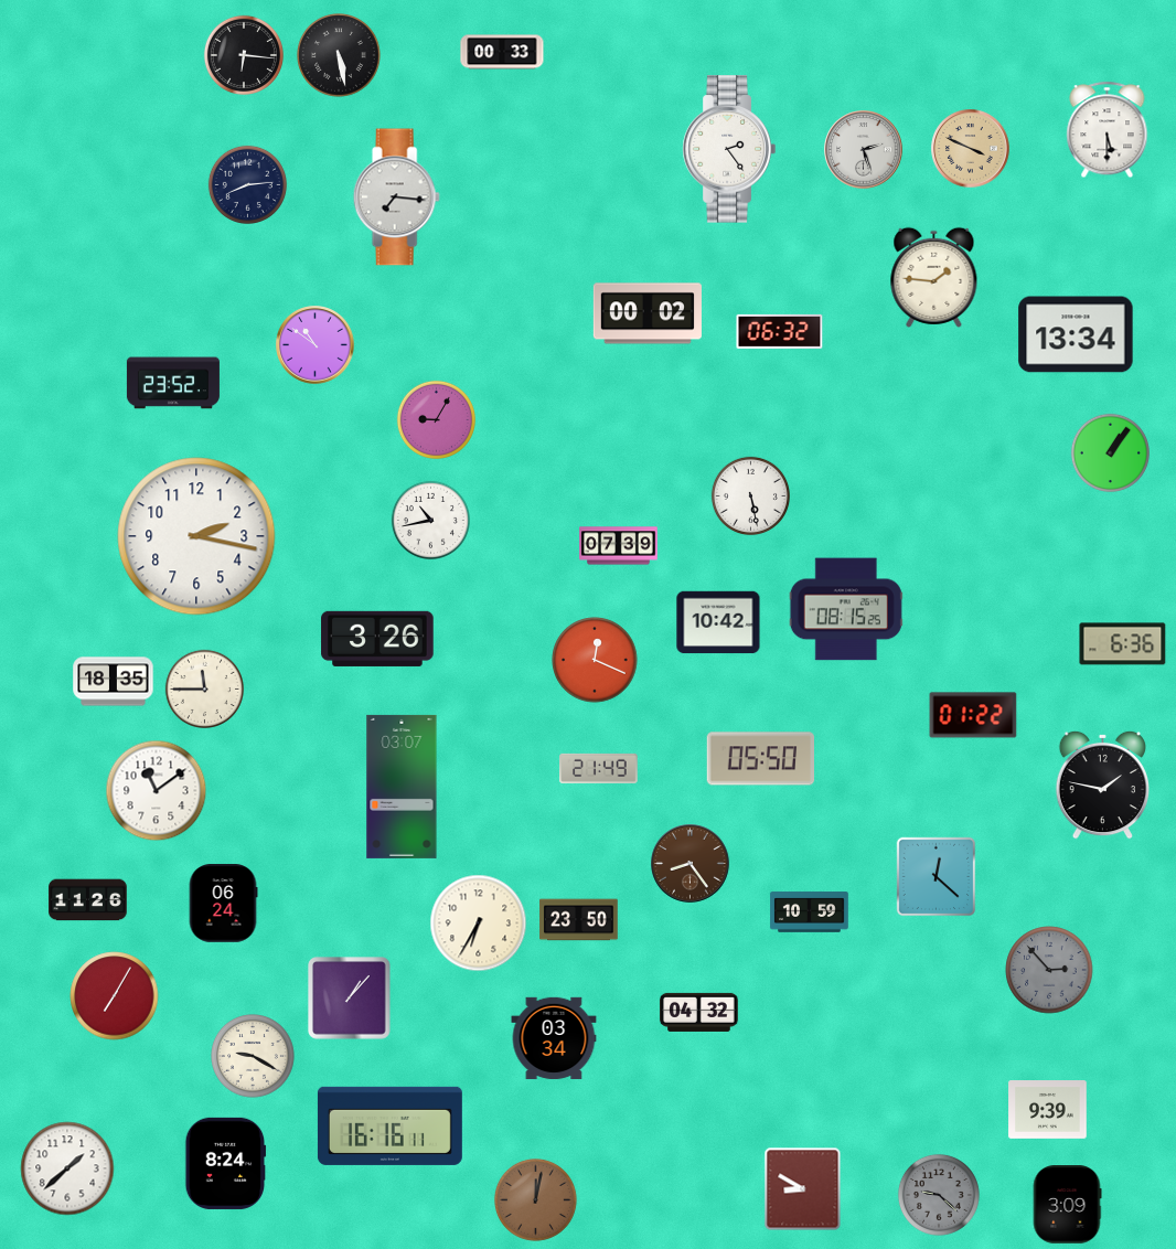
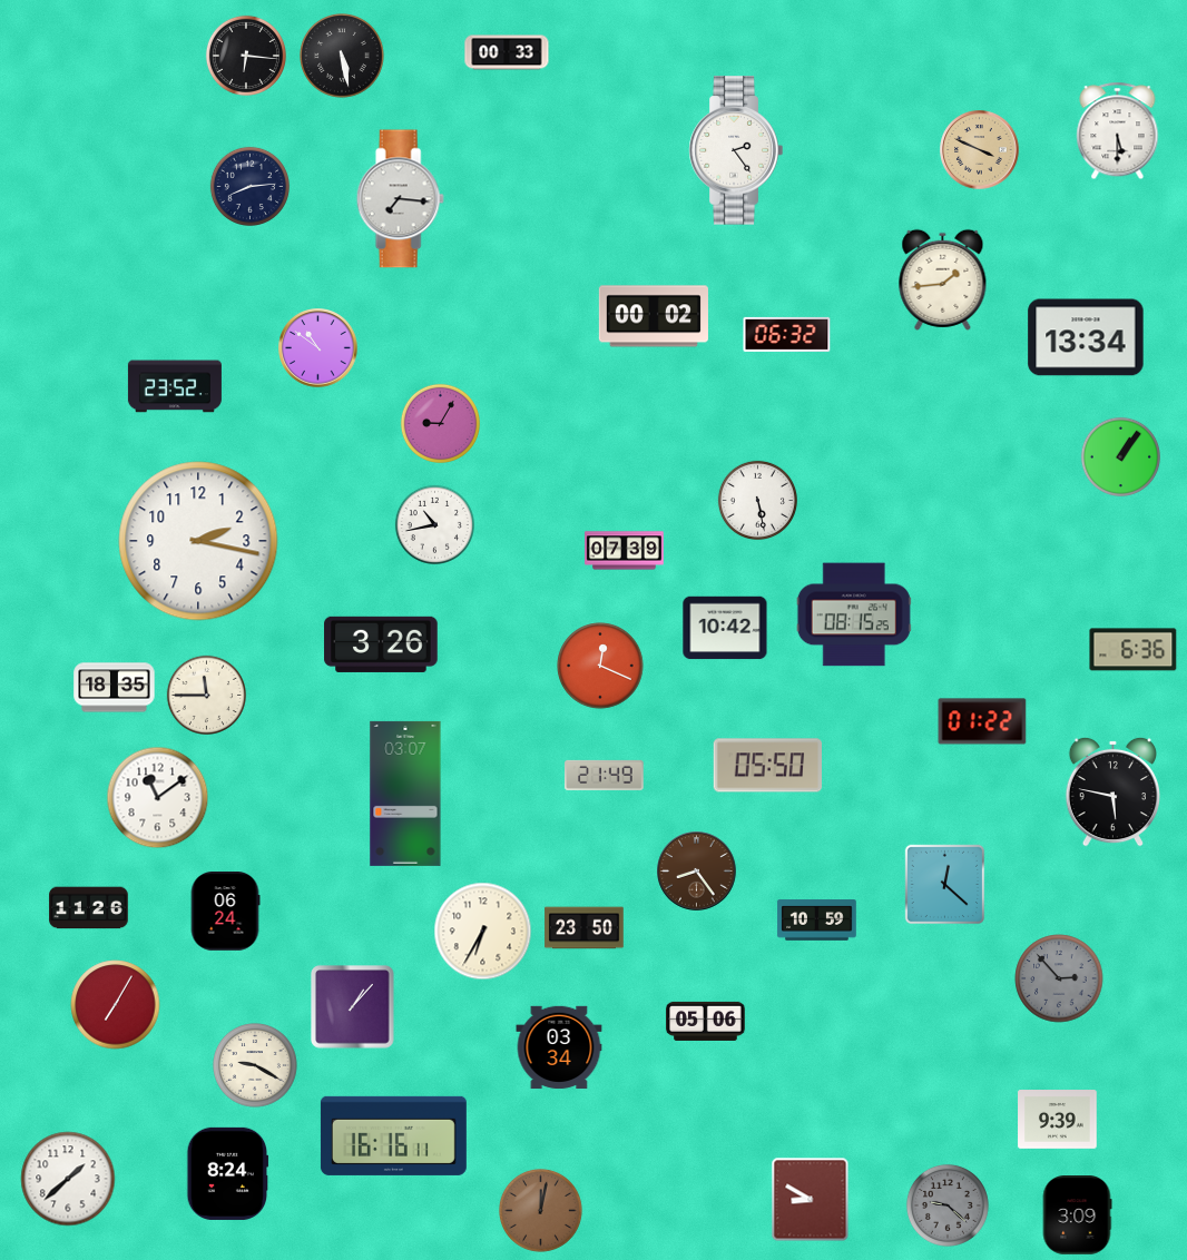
clock at (864, 150): 2:27 -> none
clock at (934, 277): 1:46 -> 1:44
clock at (1102, 784): 1:47 -> 5:47
clock at (699, 1012): 04:32 -> 05:06
